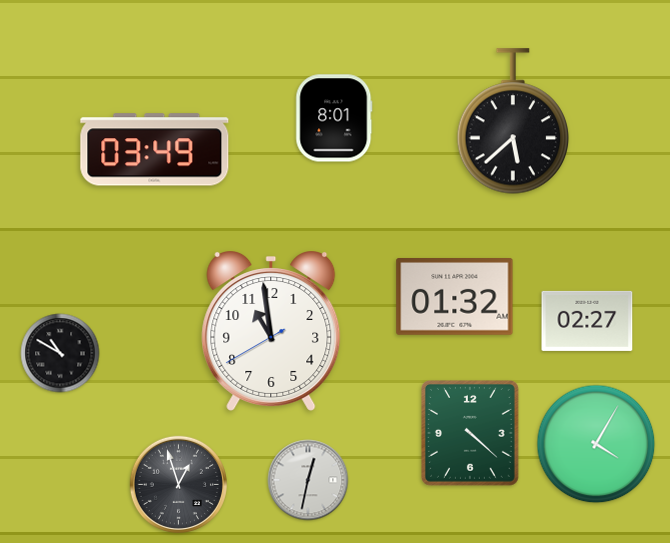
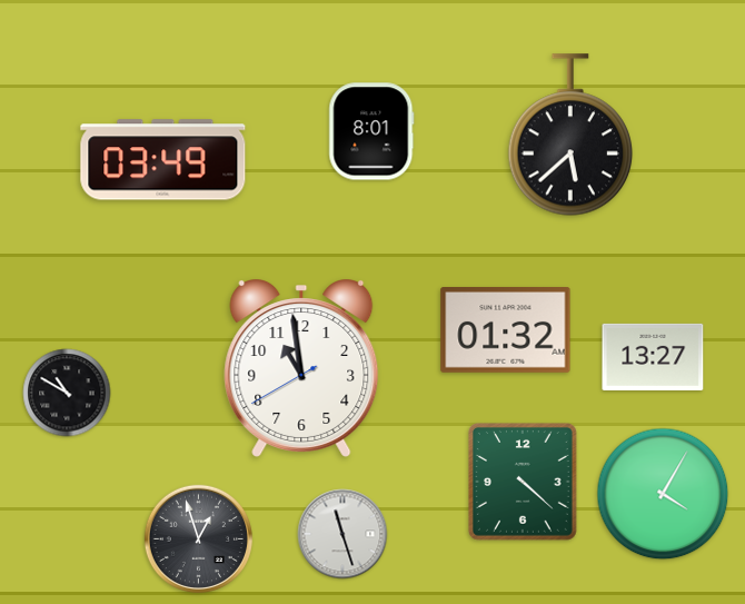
clock at (155, 150) position: (155, 150) -> (163, 160)
clock at (587, 321): 02:27 -> 13:27
clock at (308, 480): 12:32 -> 11:27
